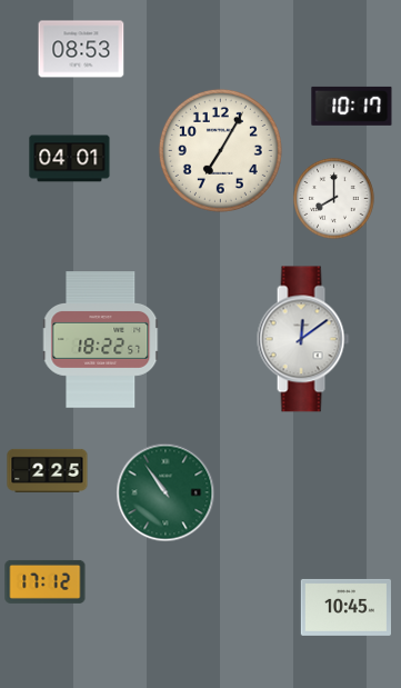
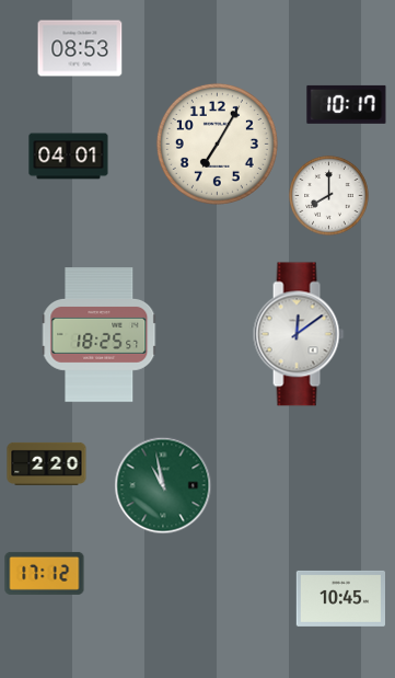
clock at (220, 150) position: (220, 150) -> (217, 143)
clock at (101, 340): 18:22 -> 18:25
clock at (48, 470): 2:25 -> 2:20
clock at (166, 492): 10:54 -> 10:58
